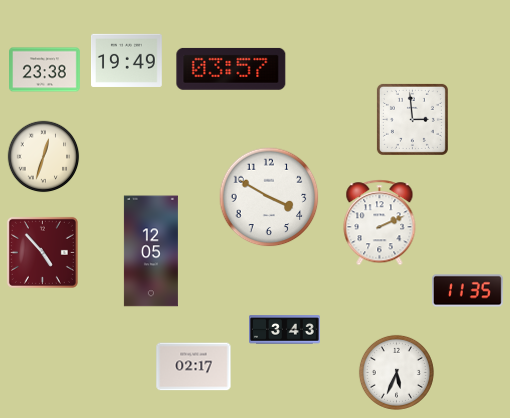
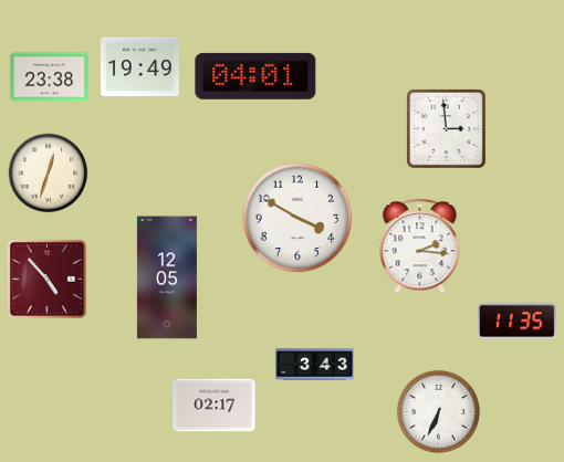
clock at (231, 69): 03:57 -> 04:01
clock at (412, 119) position: (412, 119) -> (446, 128)
clock at (380, 223): 2:11 -> 2:16
clock at (396, 372): 5:34 -> 6:34
